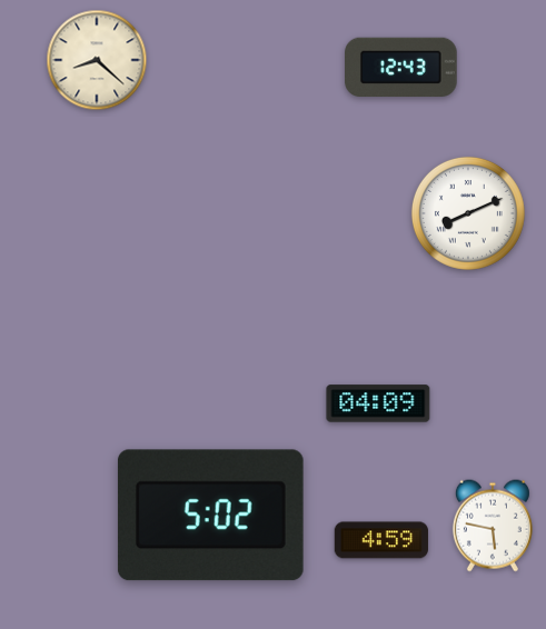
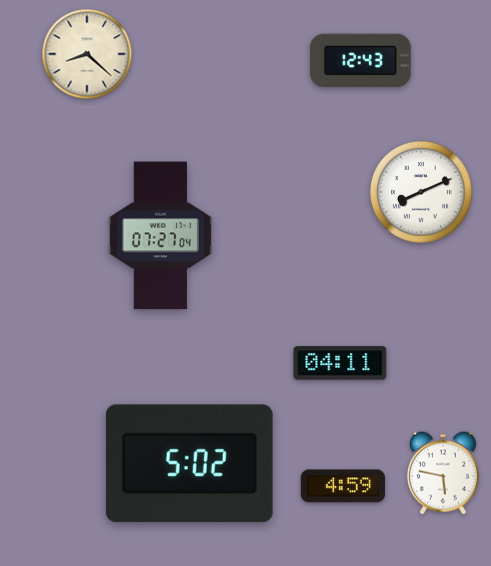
clock at (160, 236): none -> 07:27
clock at (378, 403): 04:09 -> 04:11
